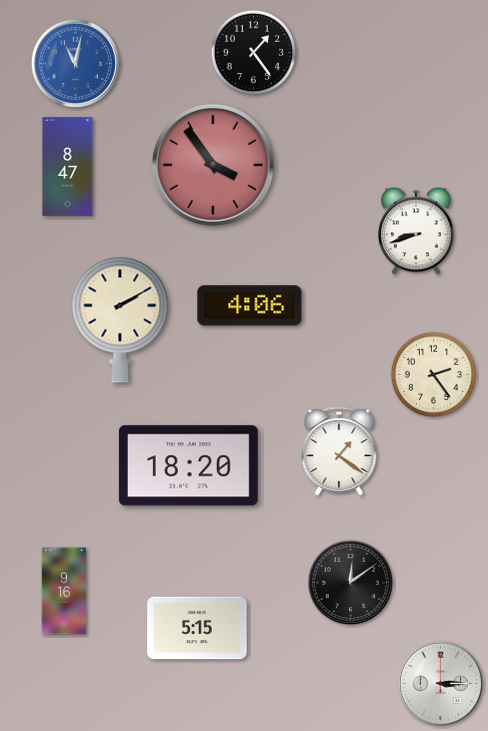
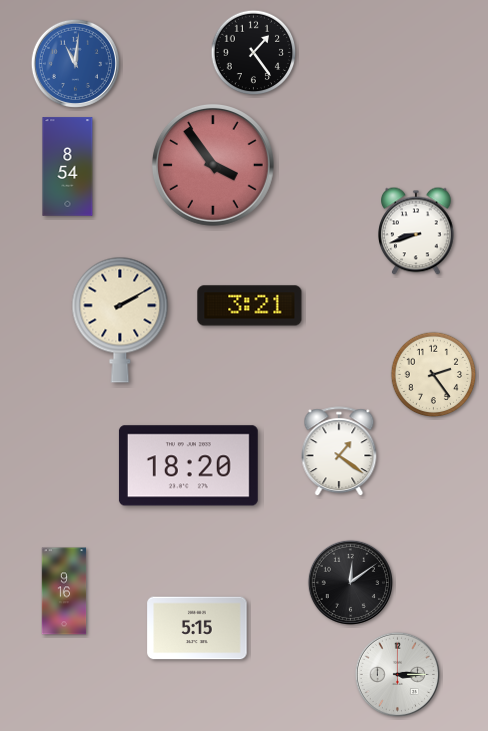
clock at (75, 63): 11:02 -> 11:01
clock at (68, 167): 8:47 -> 8:54
clock at (250, 306): 4:06 -> 3:21
clock at (440, 683) position: (440, 683) -> (397, 674)
